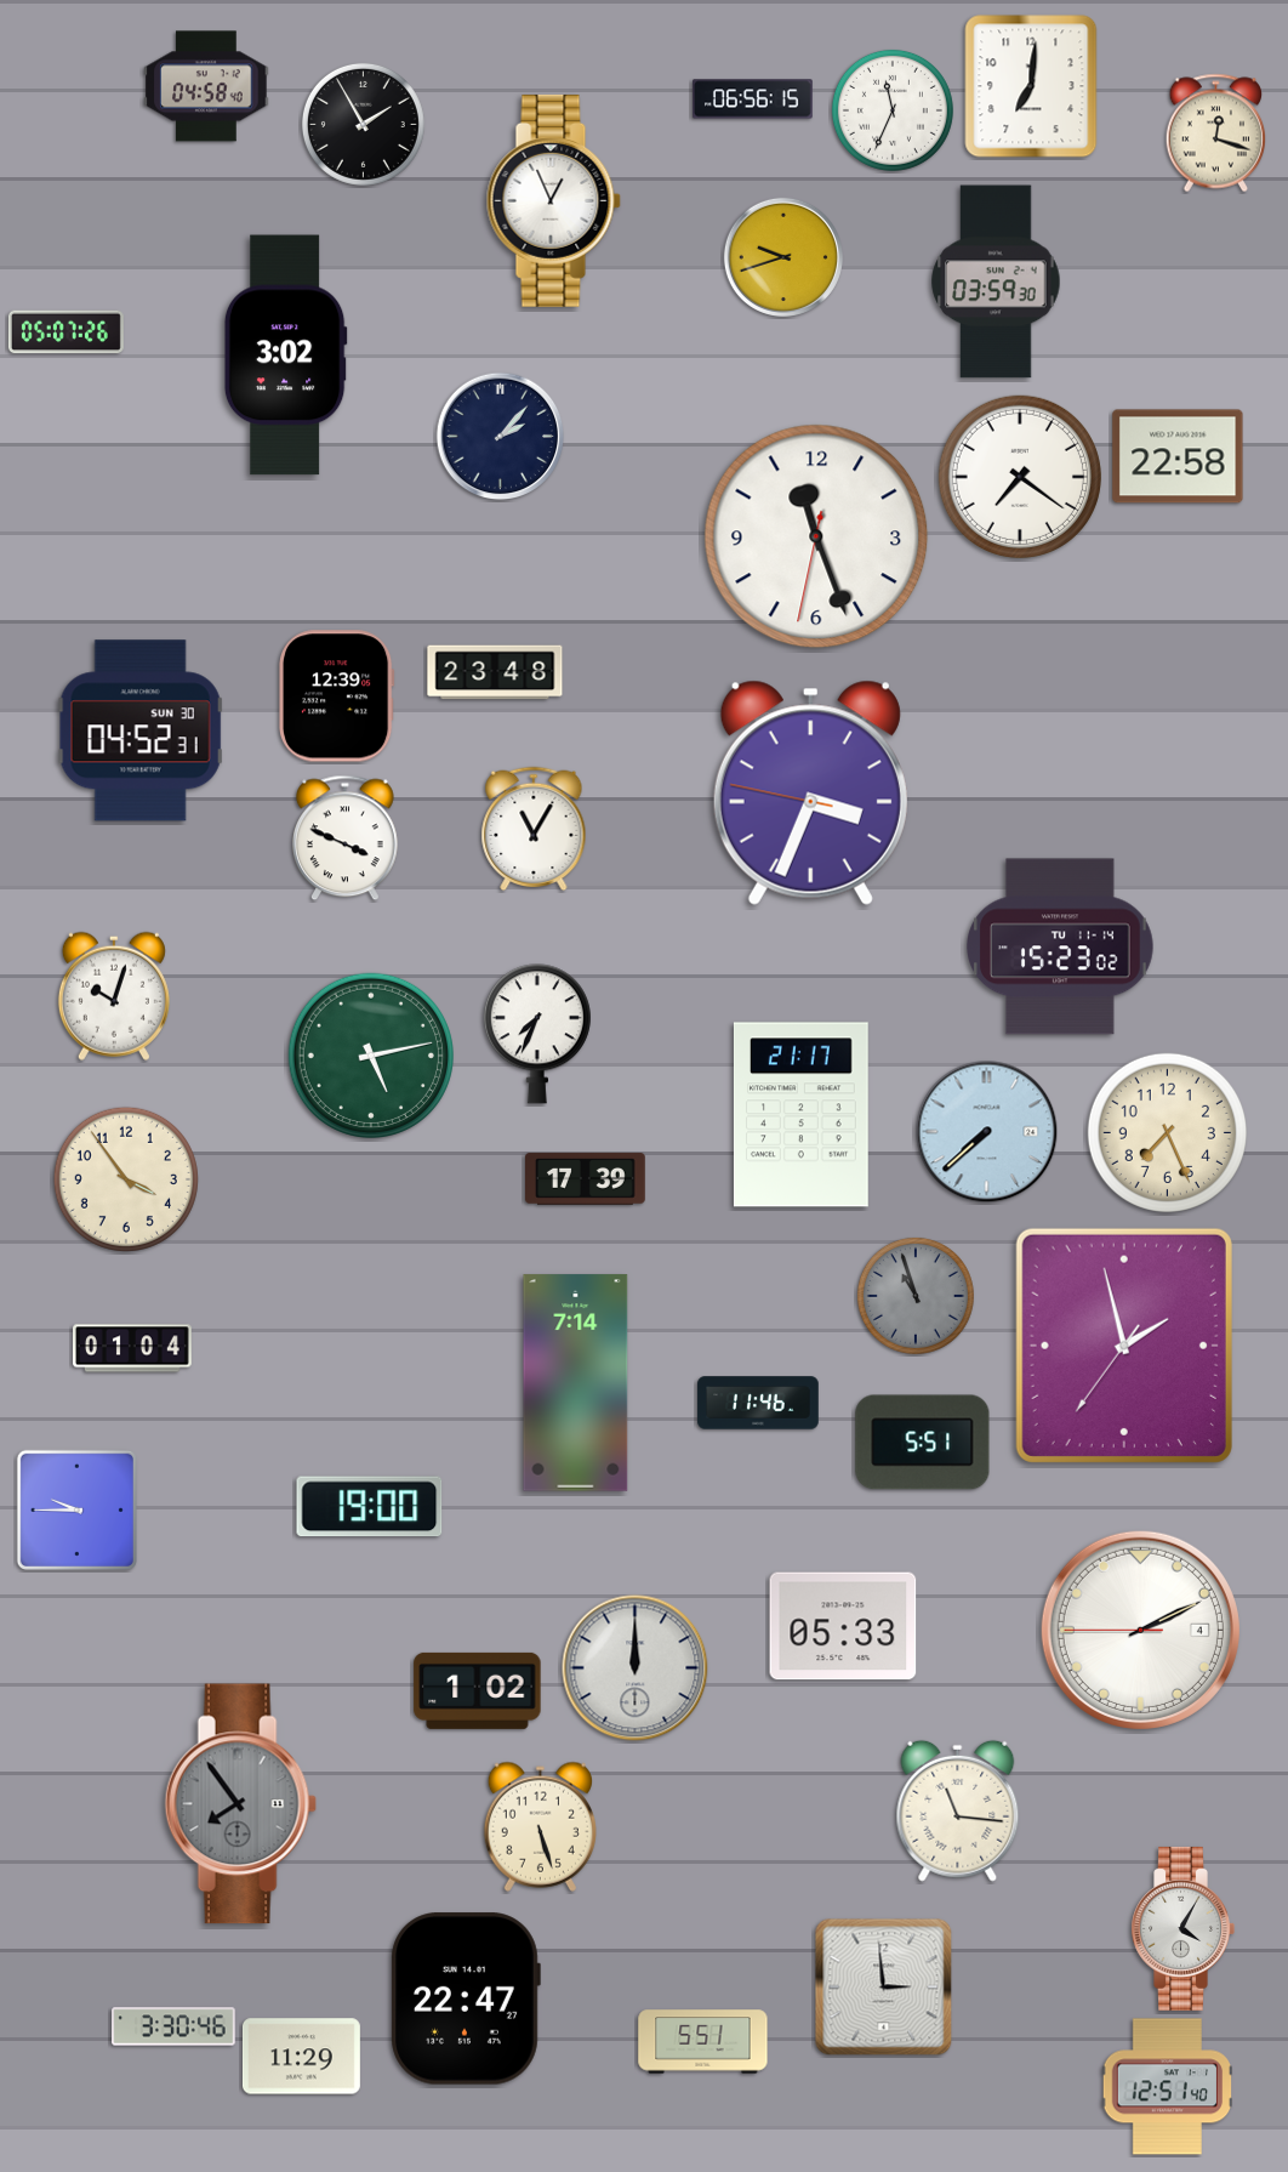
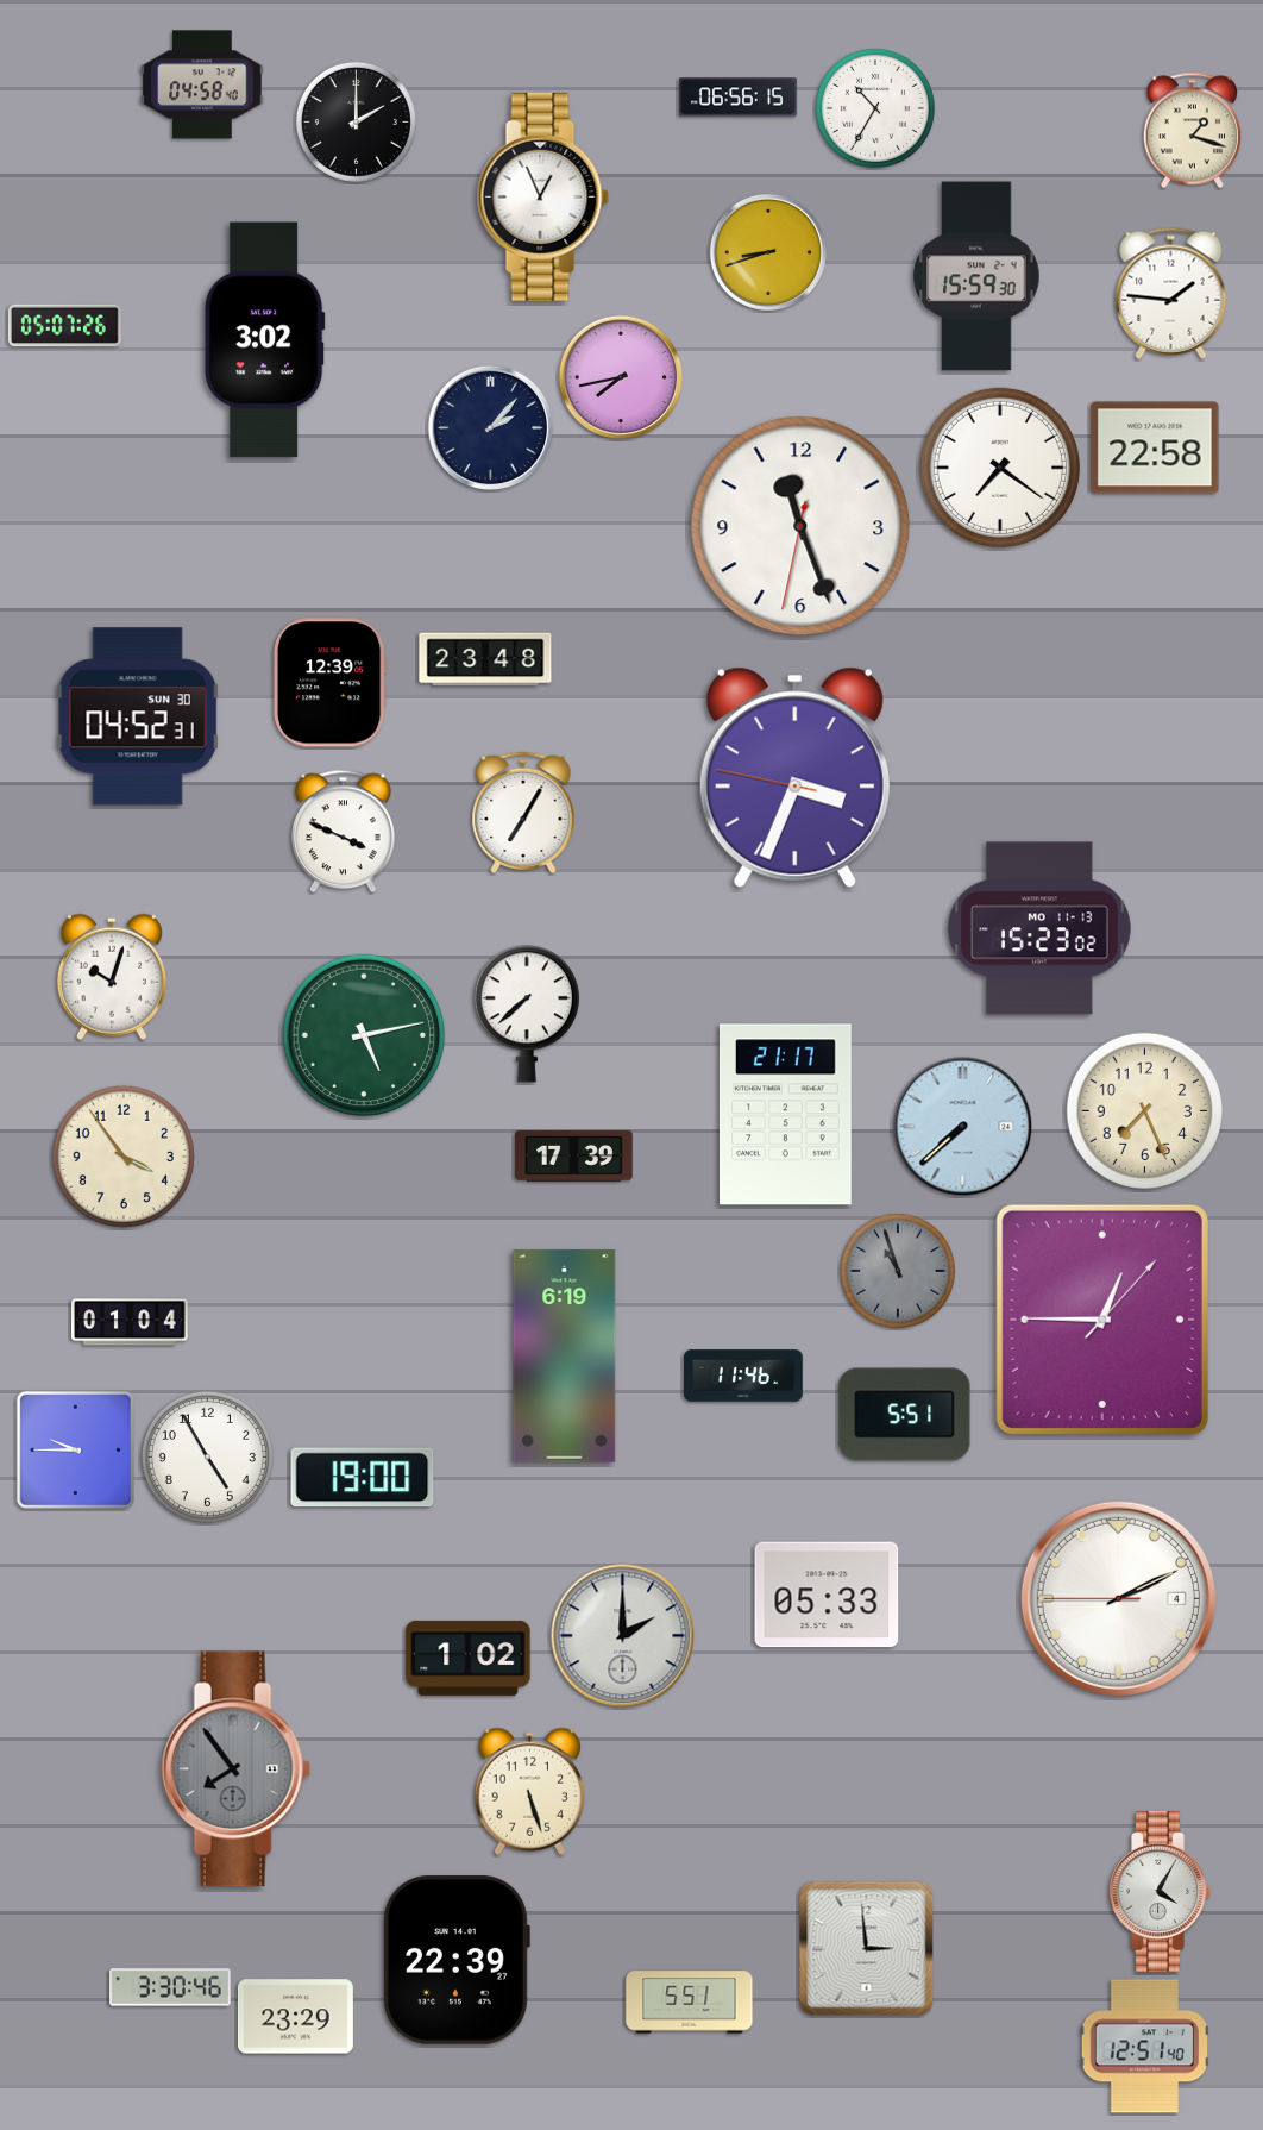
clock at (1031, 86): 7:01 -> none
clock at (893, 110): 11:34 -> 10:35
clock at (363, 124): 1:55 -> 2:00
clock at (1216, 133): 12:18 -> 1:18
clock at (783, 257): 9:42 -> 8:42
clock at (996, 282): 03:59 -> 15:59
clock at (1171, 293): none -> 1:46
clock at (285, 356) position: (285, 356) -> (264, 340)
clock at (621, 377): none -> 7:43
clock at (534, 829): 11:05 -> 7:05
clock at (346, 838) position: (346, 838) -> (344, 832)
clock at (1061, 946) date: TU 11-14 -> MO 11-13
clock at (537, 1034): 7:34 -> 7:38
clock at (800, 1115) position: (800, 1115) -> (785, 1115)
clock at (987, 1132) position: (987, 1132) -> (963, 1127)
clock at (1124, 1346): 1:57 -> 12:45
clock at (576, 1383): 7:14 -> 6:19
clock at (207, 1456): none -> 4:55
clock at (76, 1509) position: (76, 1509) -> (75, 1449)
clock at (636, 1668): 12:00 -> 2:00
clock at (958, 1810): 11:16 -> none
clock at (466, 1998): 22:47 -> 22:39
clock at (301, 2057): 11:29 -> 23:29
